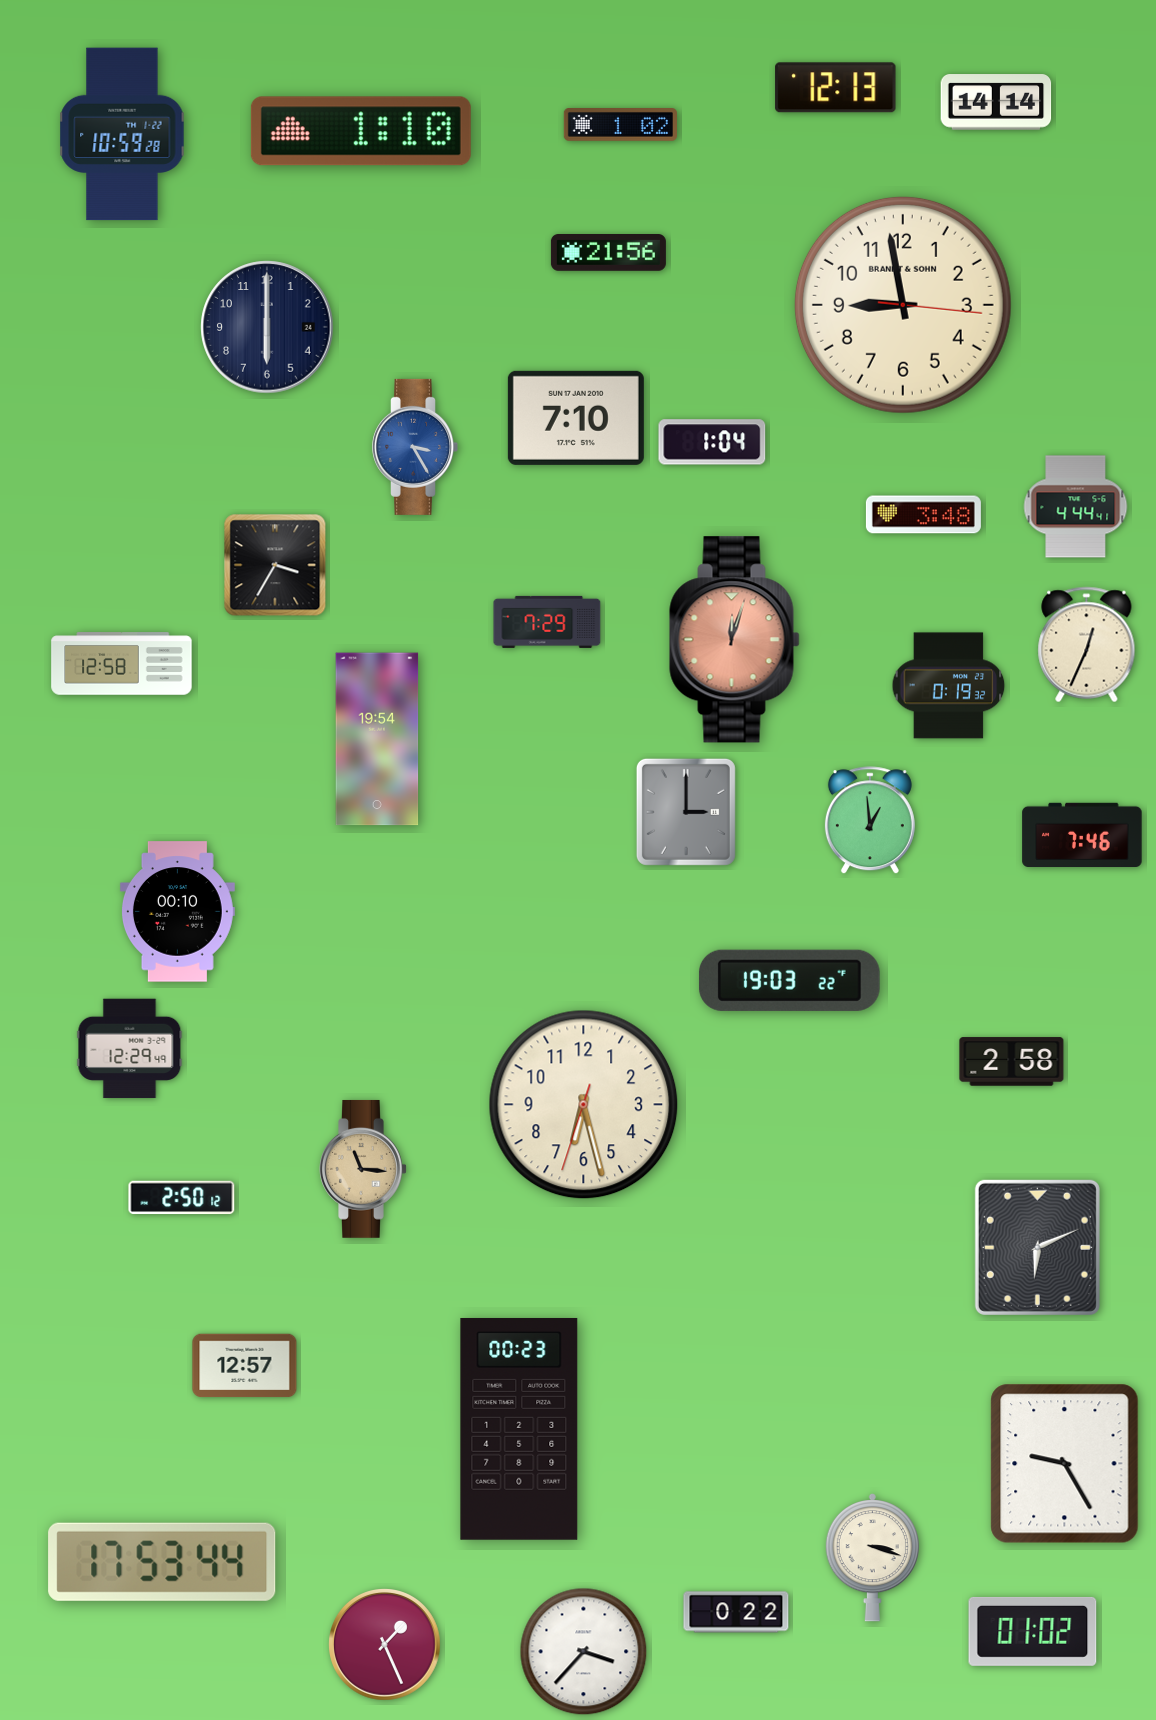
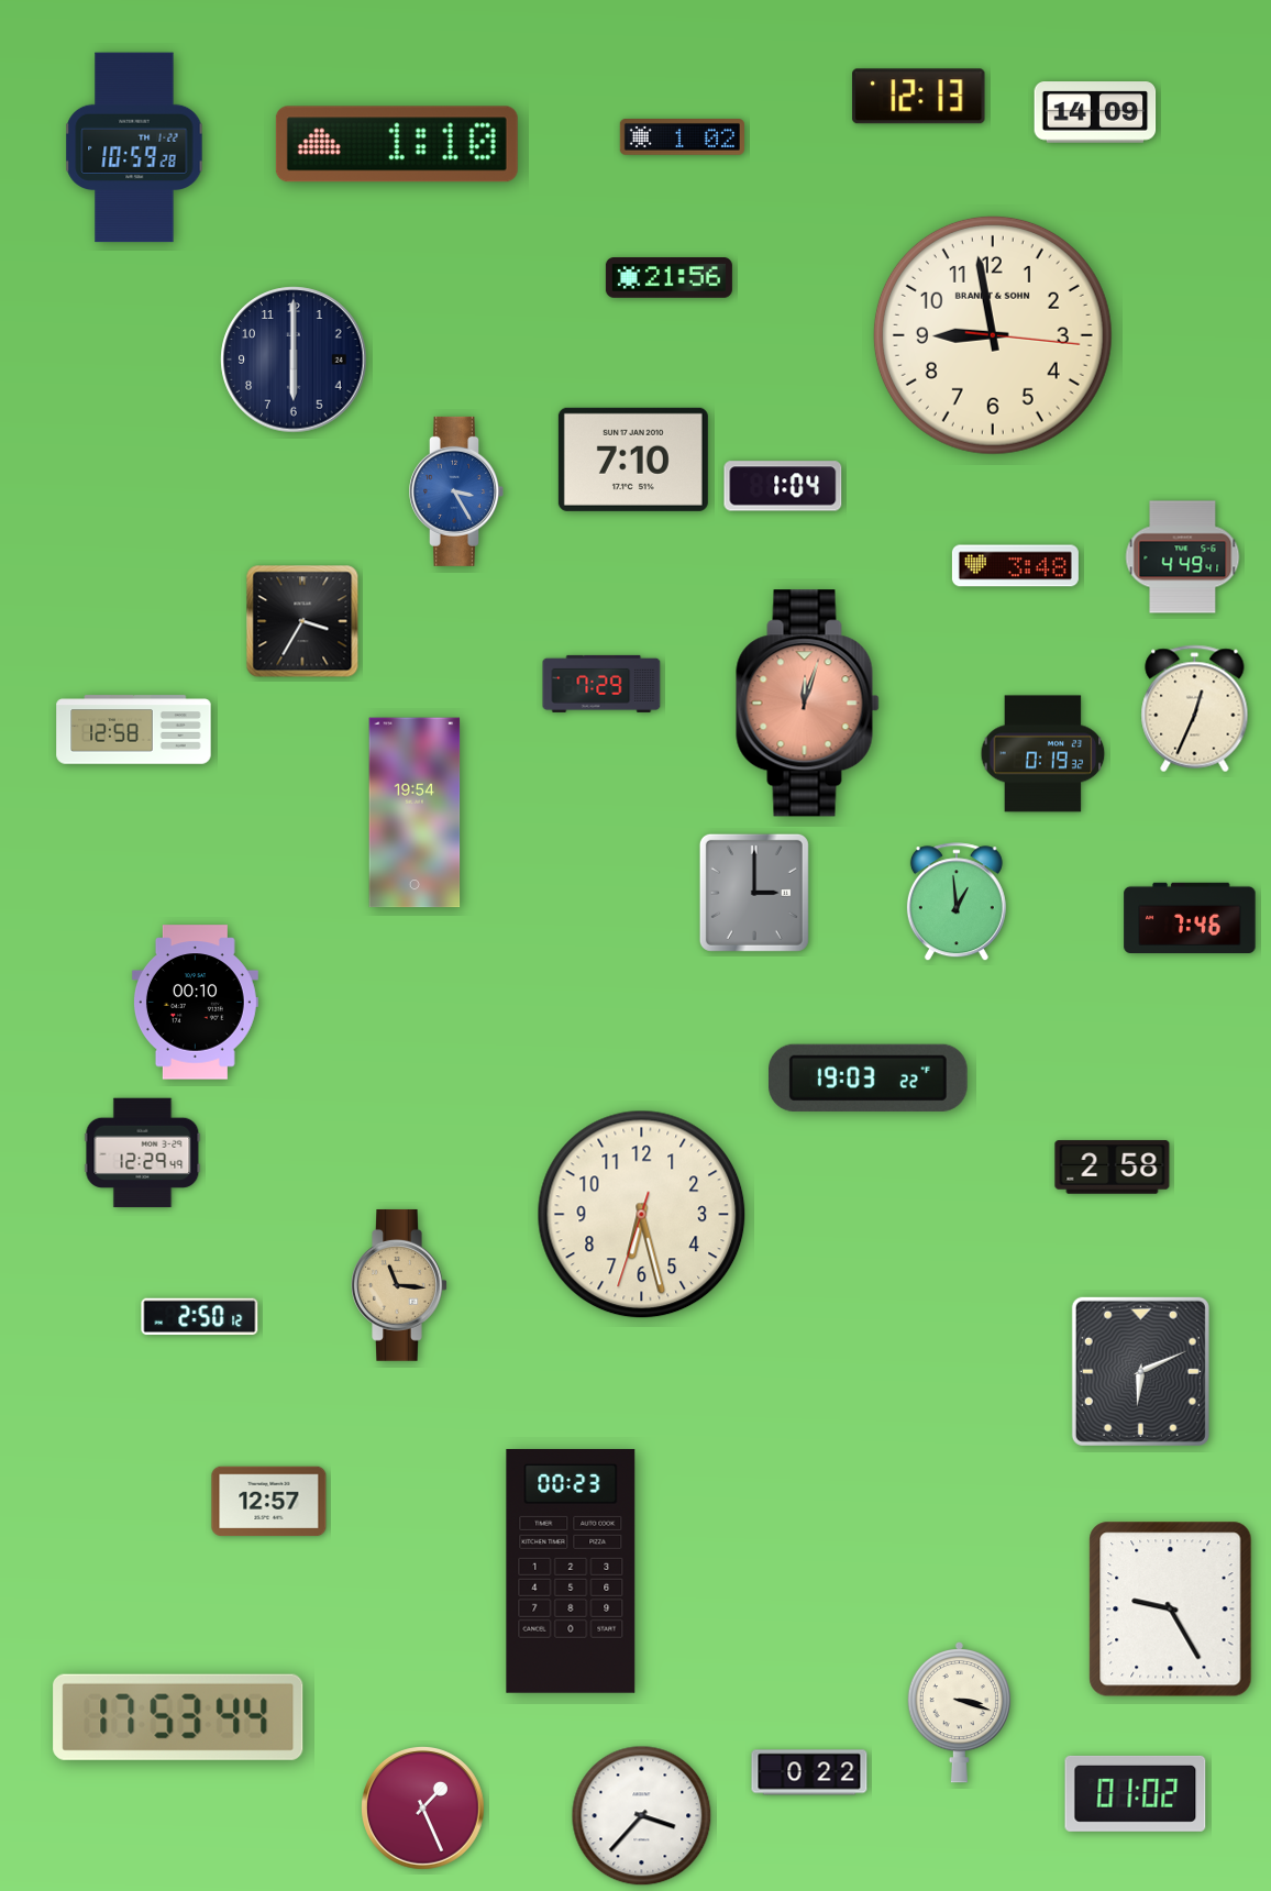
clock at (996, 102): 14:14 -> 14:09
clock at (1076, 507): 4:44 -> 4:49
